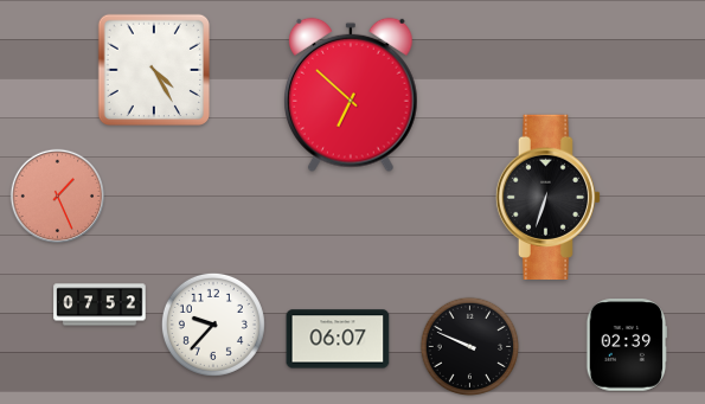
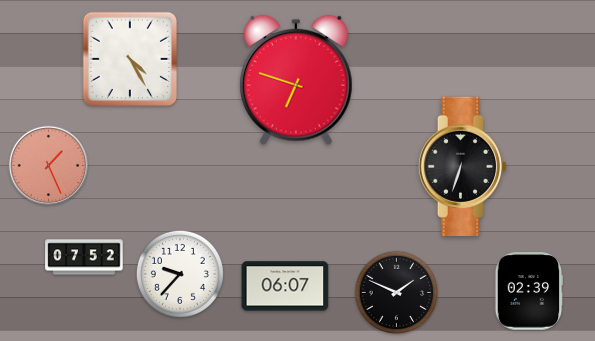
clock at (352, 95): 6:52 -> 6:48
clock at (470, 347): 9:49 -> 1:49
